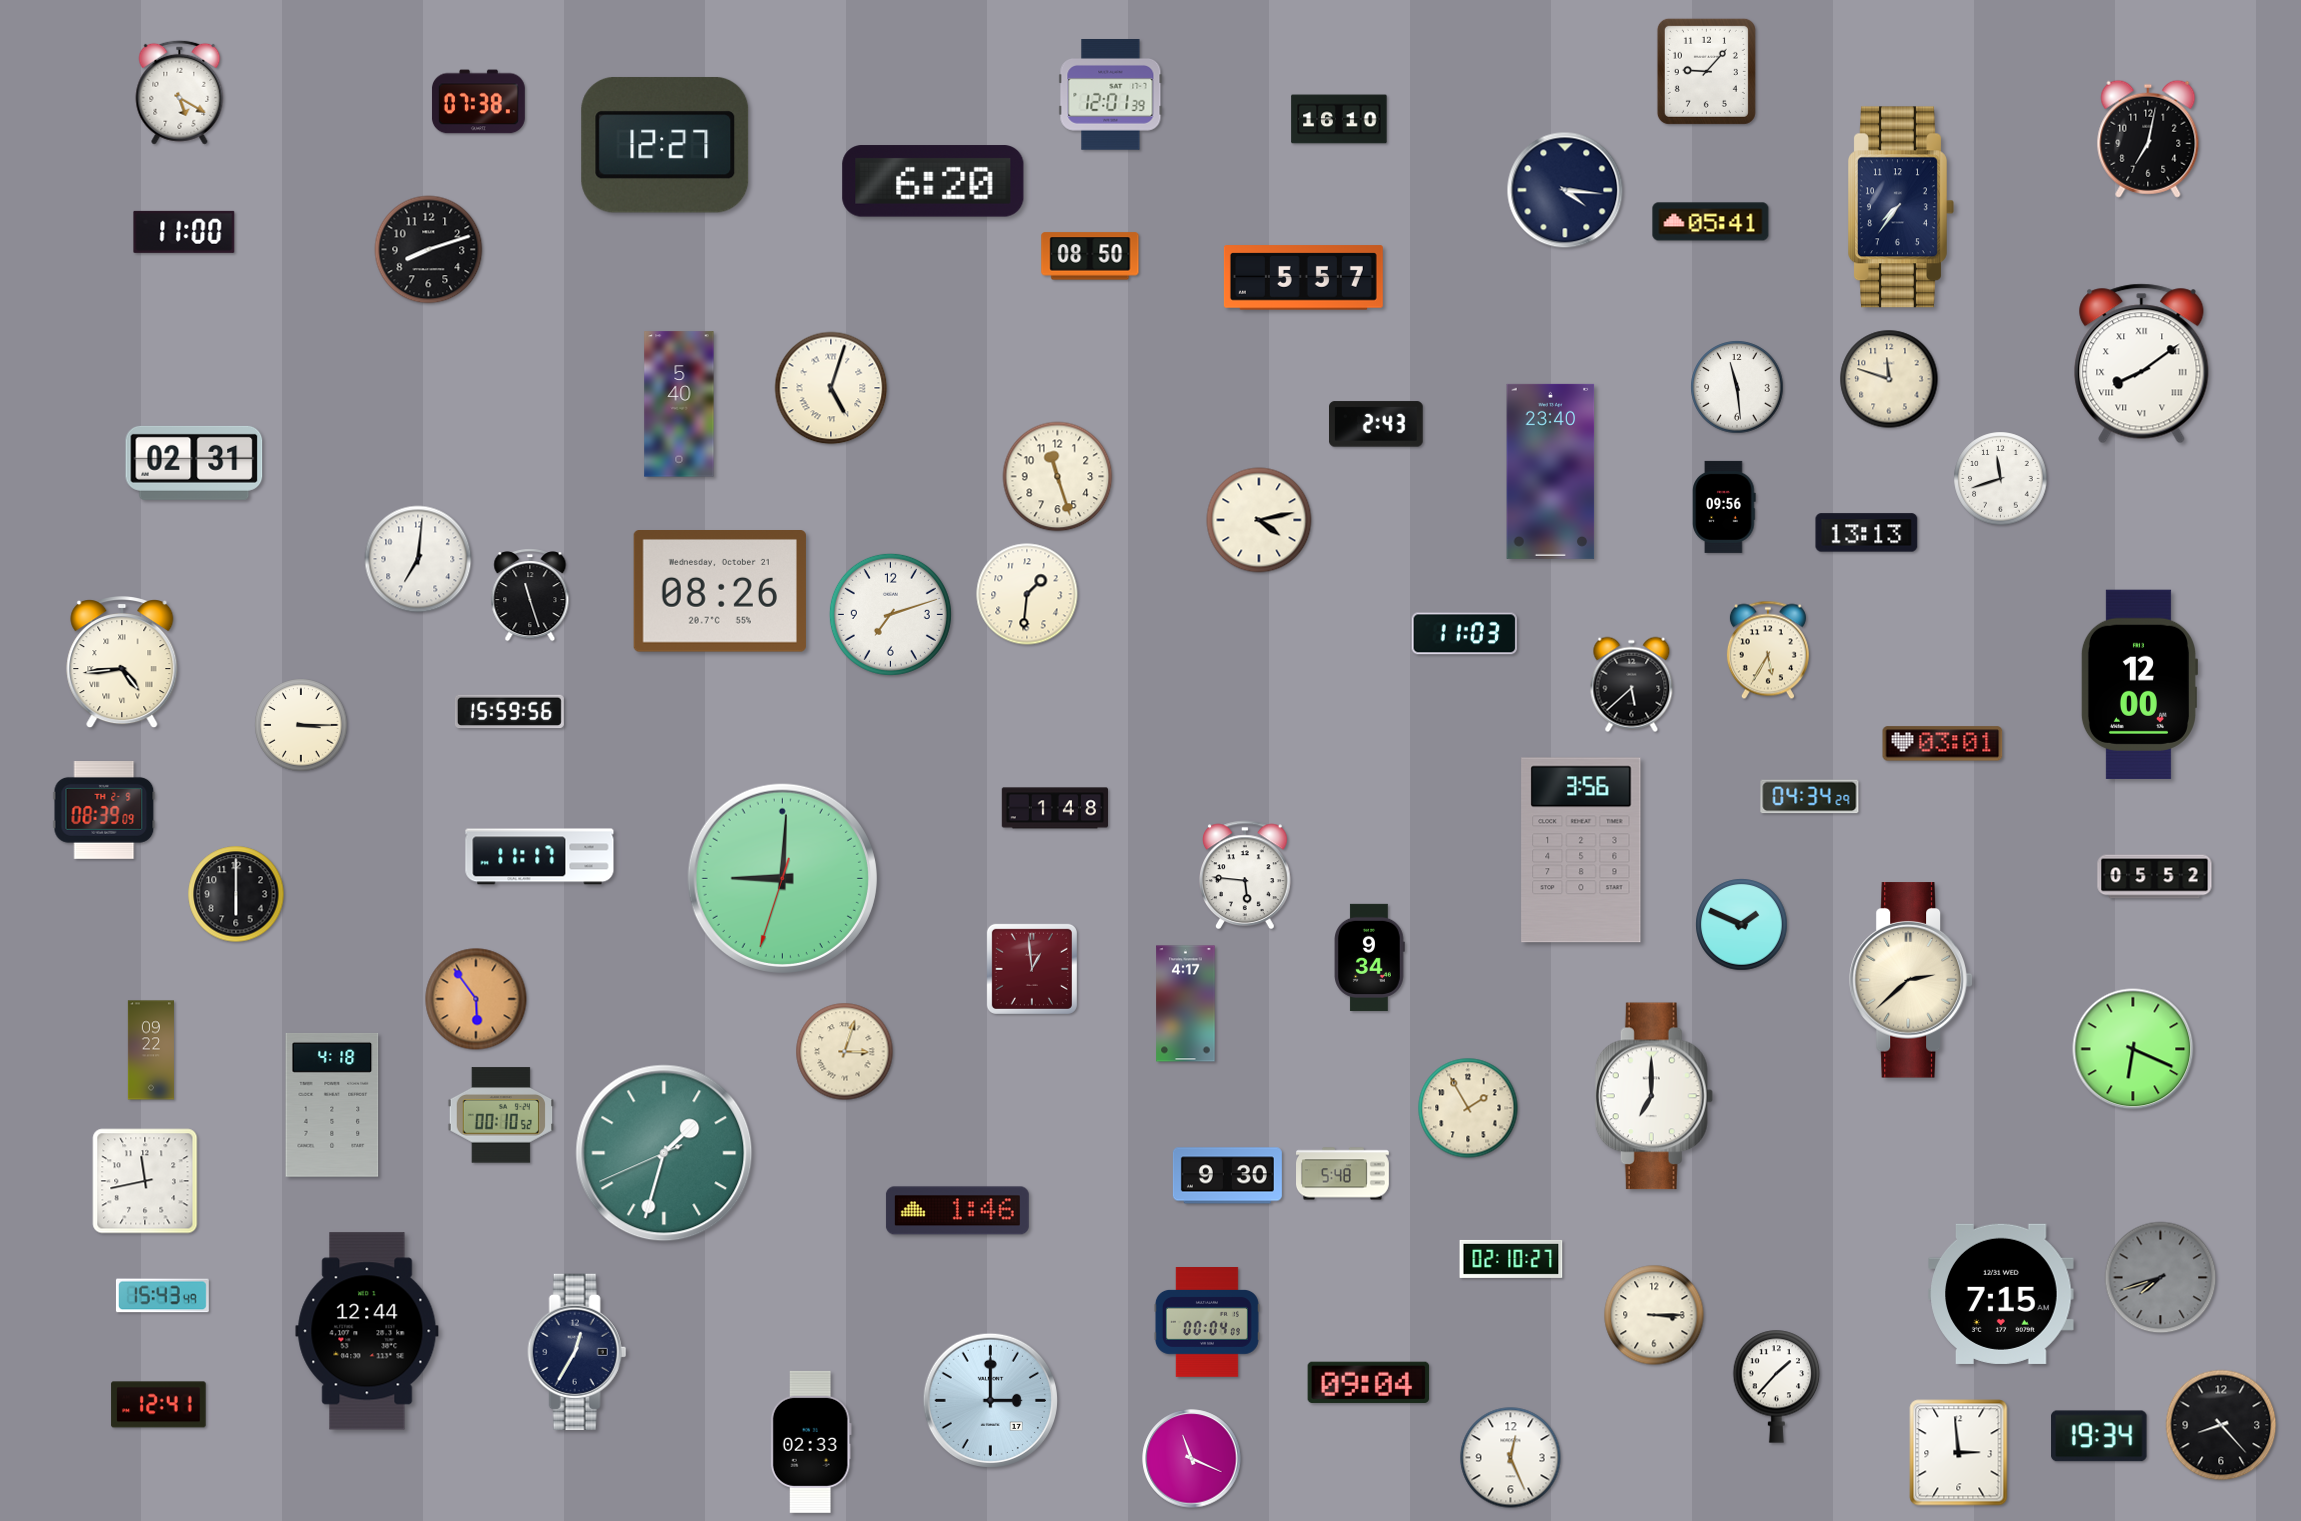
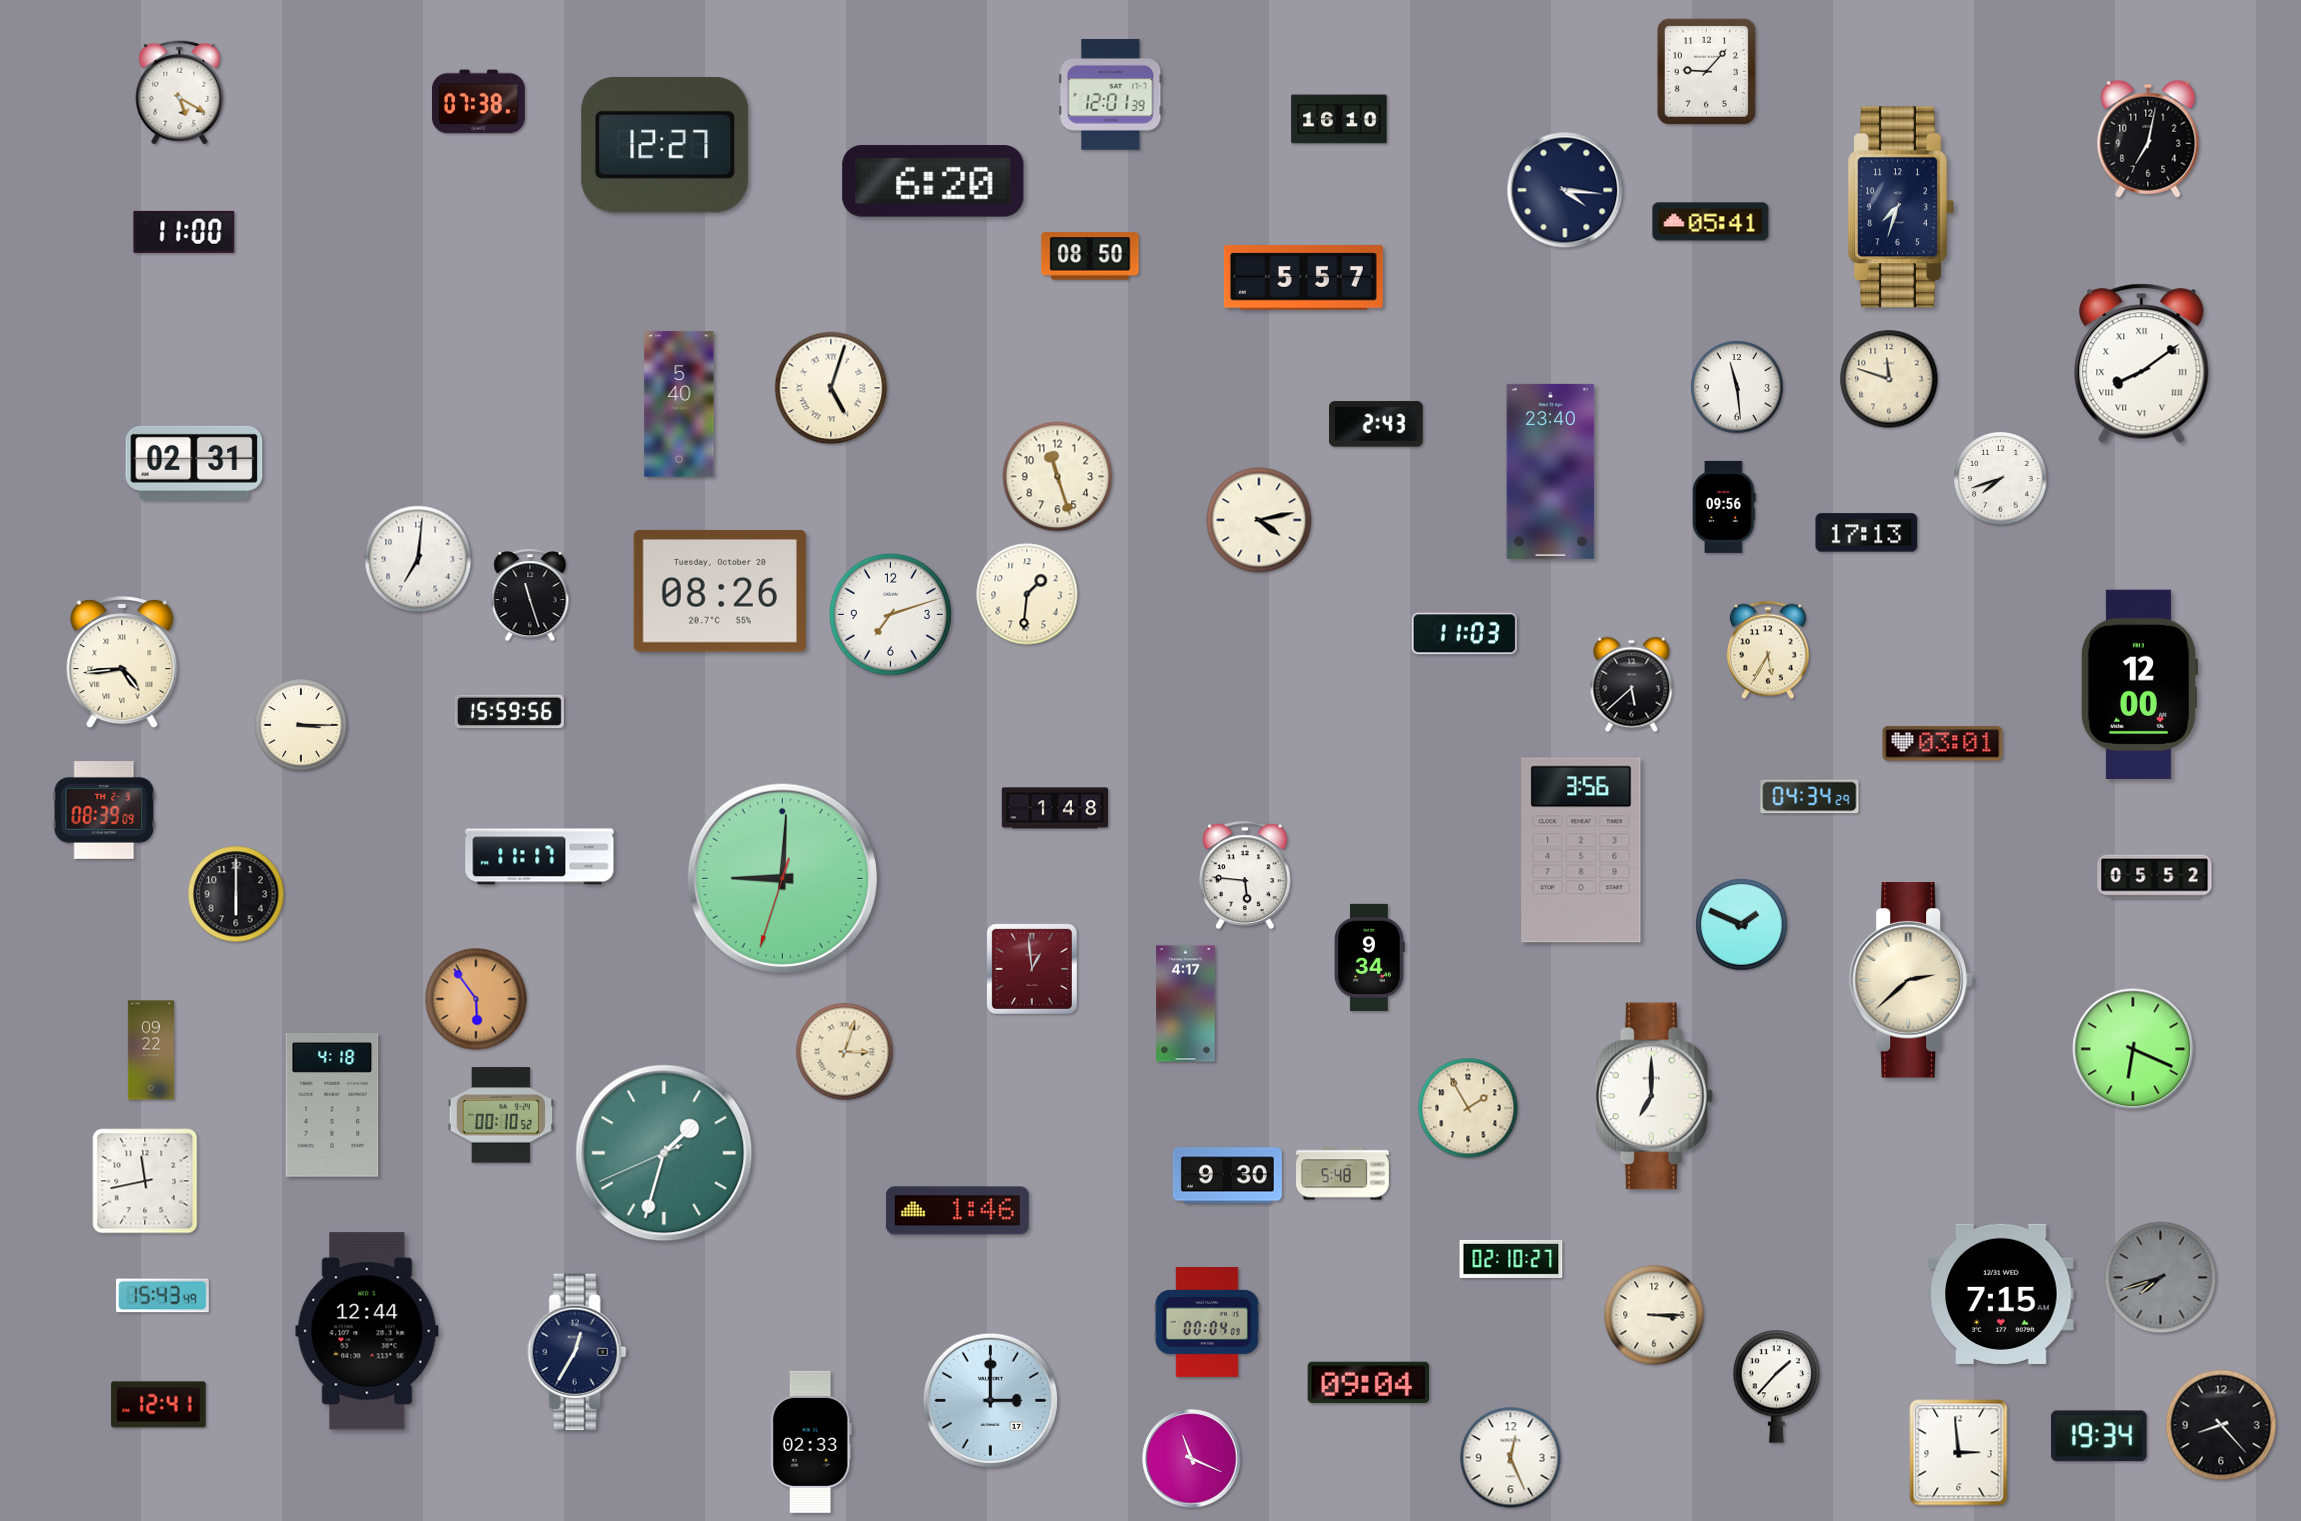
clock at (1902, 207): 7:36 -> 7:33
clock at (429, 250): 8:12 -> none
clock at (2001, 479): 11:42 -> 7:42
clock at (1867, 533): 13:13 -> 17:13
clock at (720, 592) date: Wednesday, October 21 -> Tuesday, October 20
